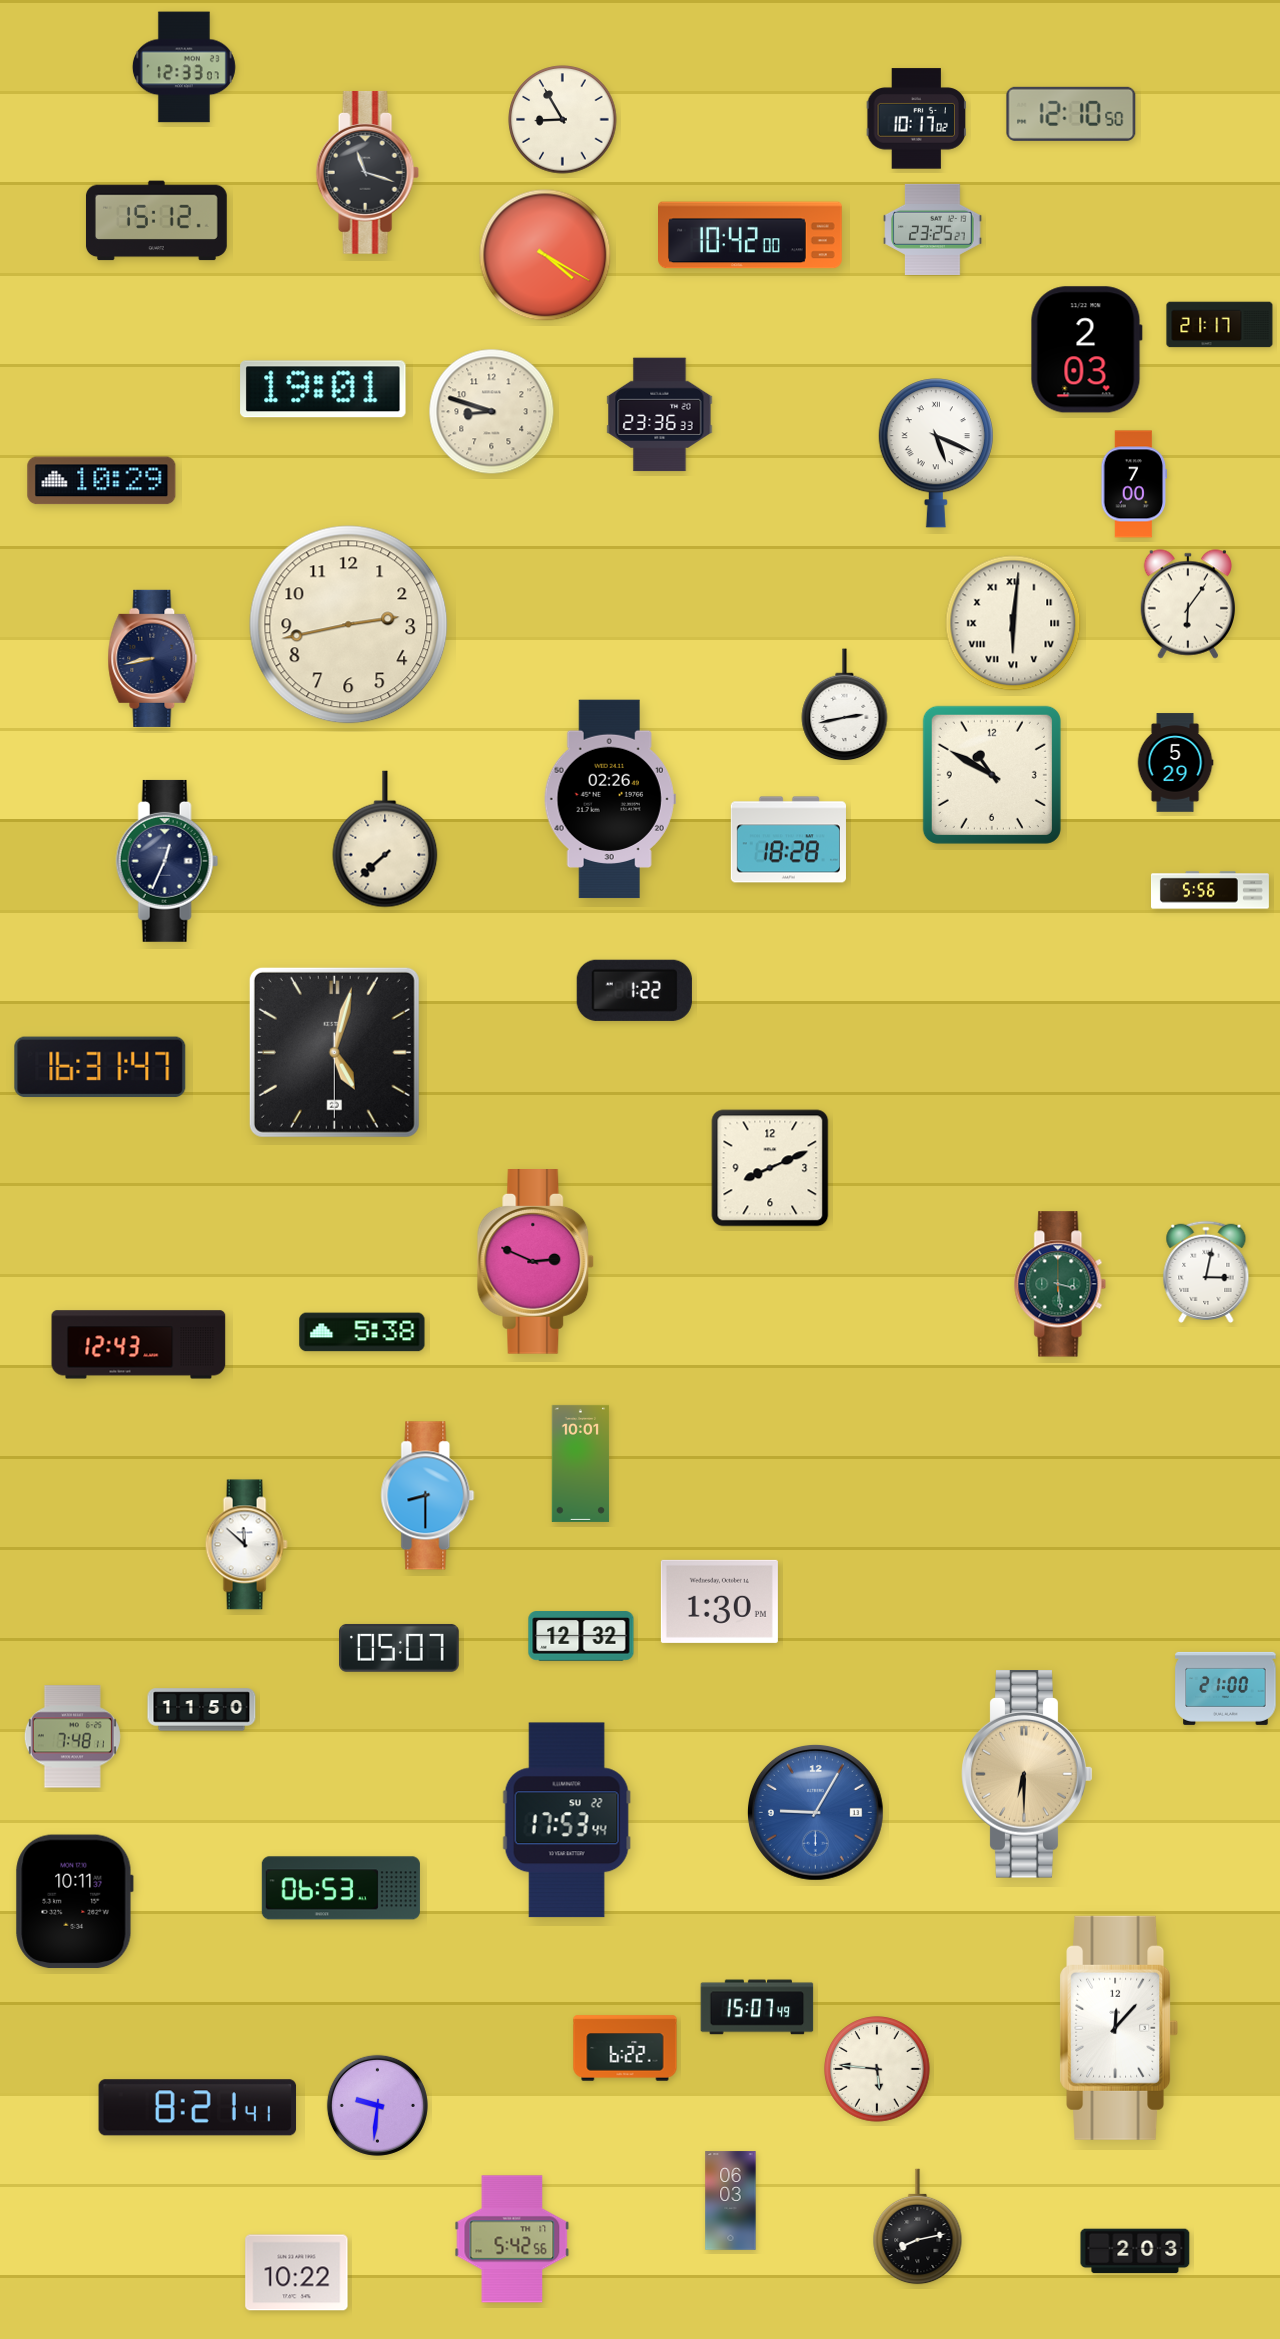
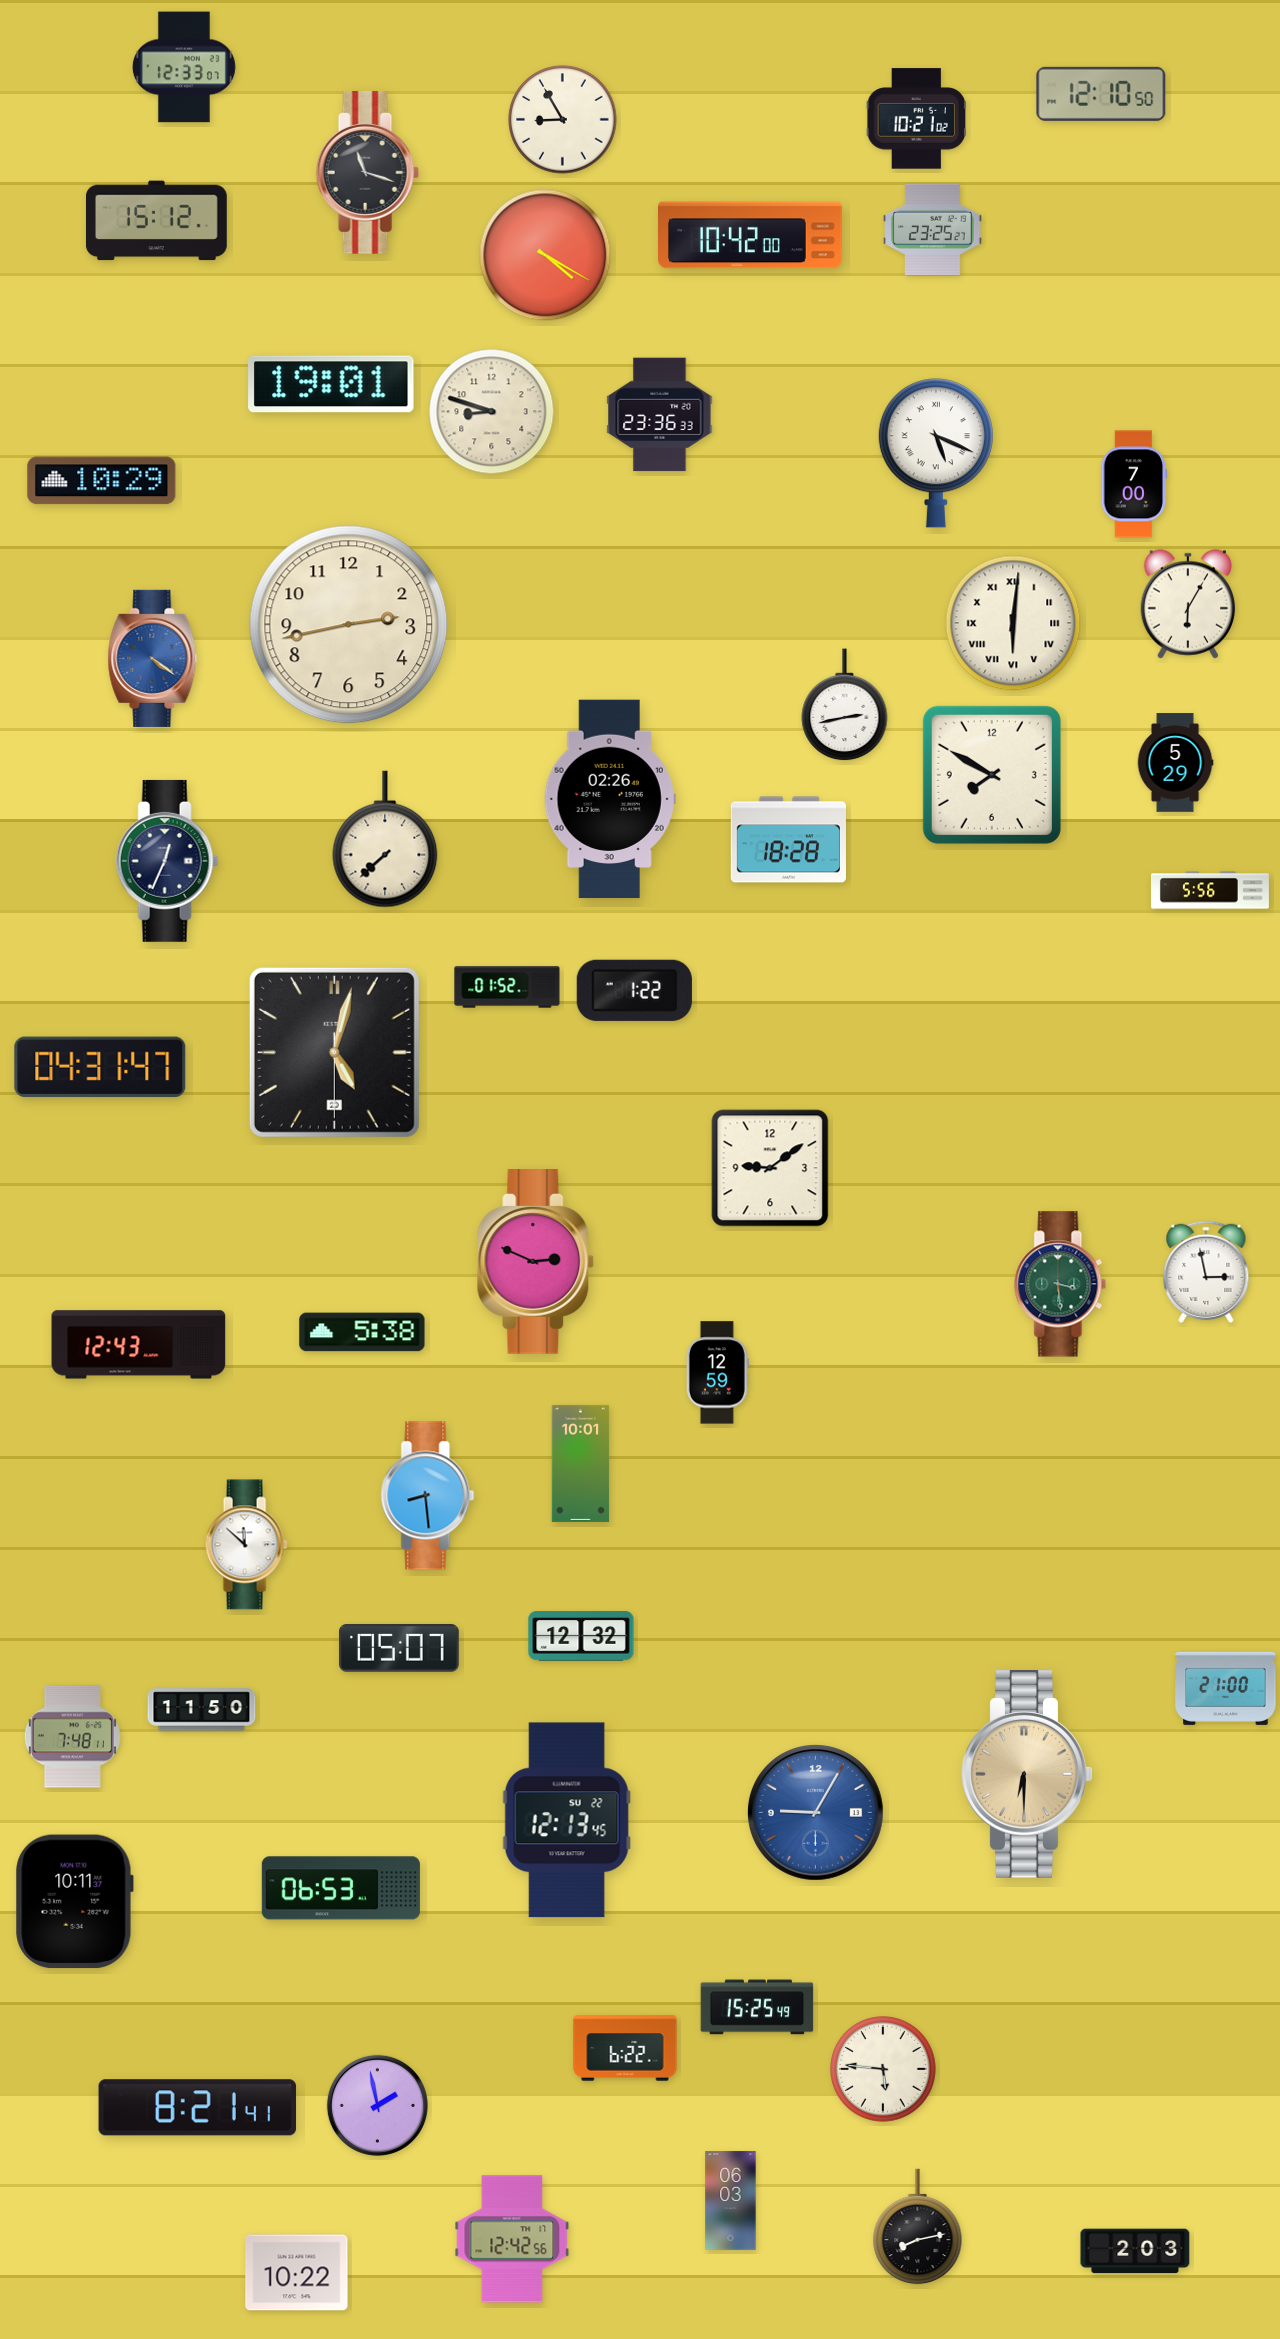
clock at (1071, 114) position: (1071, 114) -> (1101, 94)
clock at (916, 119): 10:17 -> 10:21
clock at (1220, 325): 21:17 -> none
clock at (1086, 350): 2:03 -> none
clock at (323, 389) position: (323, 389) -> (331, 384)
clock at (1187, 604): 6:06 -> 6:05
clock at (153, 658): 8:43 -> 4:21
clock at (153, 658) dial: navy -> blue
clock at (992, 775): 10:50 -> 7:50
clock at (507, 987): none -> 01:52
clock at (100, 1067): 16:31 -> 04:31
clock at (770, 1168): 8:11 -> 9:09
clock at (1206, 1272): 3:02 -> 2:58
clock at (717, 1373): none -> 12:59
clock at (428, 1496): 8:30 -> 8:29
clock at (719, 1601): 1:30 -> none
clock at (567, 1820): 17:53 -> 12:13
clock at (757, 2007): 15:07 -> 15:25
clock at (1119, 2028): 12:07 -> none
clock at (877, 2069) position: (877, 2069) -> (883, 2069)
clock at (377, 2105): 9:31 -> 1:58
clock at (512, 2239): 5:42 -> 12:42
